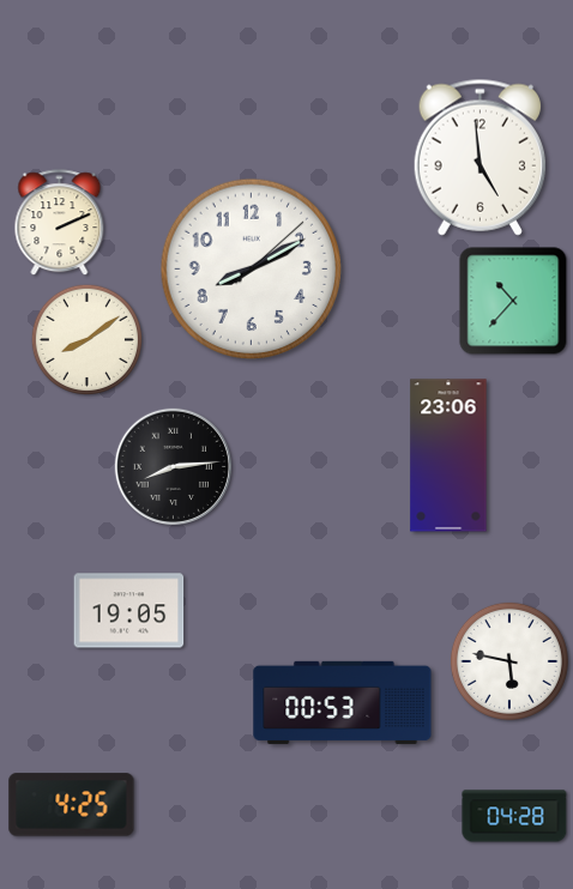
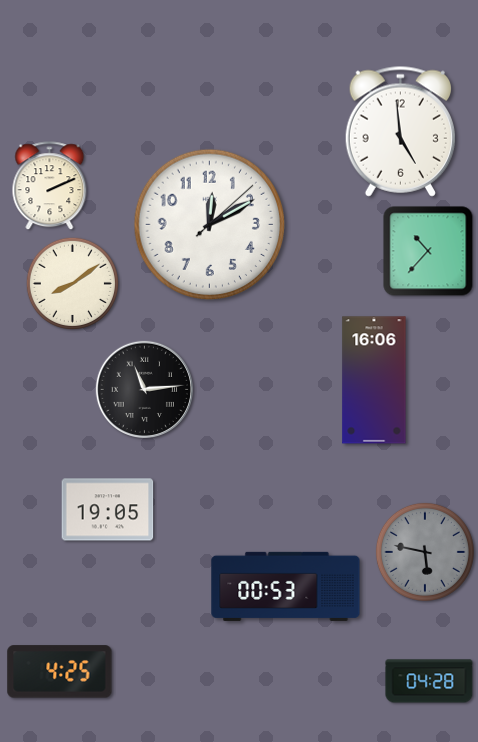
clock at (252, 270): 8:10 -> 12:10
clock at (448, 455): 23:06 -> 16:06
clock at (173, 466): 8:14 -> 11:14
clock at (509, 661) dial: white -> grey
